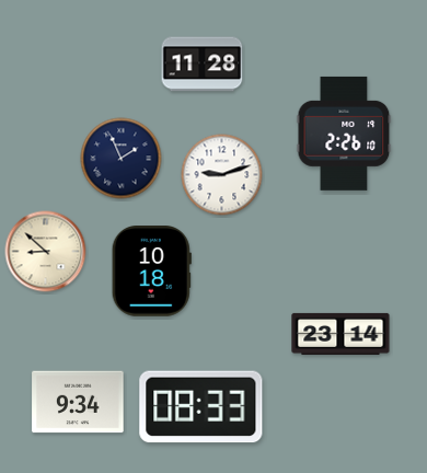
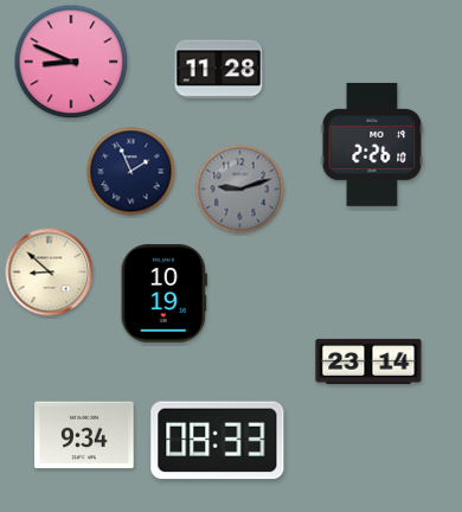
clock at (71, 62): none -> 8:49
clock at (222, 175) dial: white -> grey
clock at (151, 272): 10:18 -> 10:19
